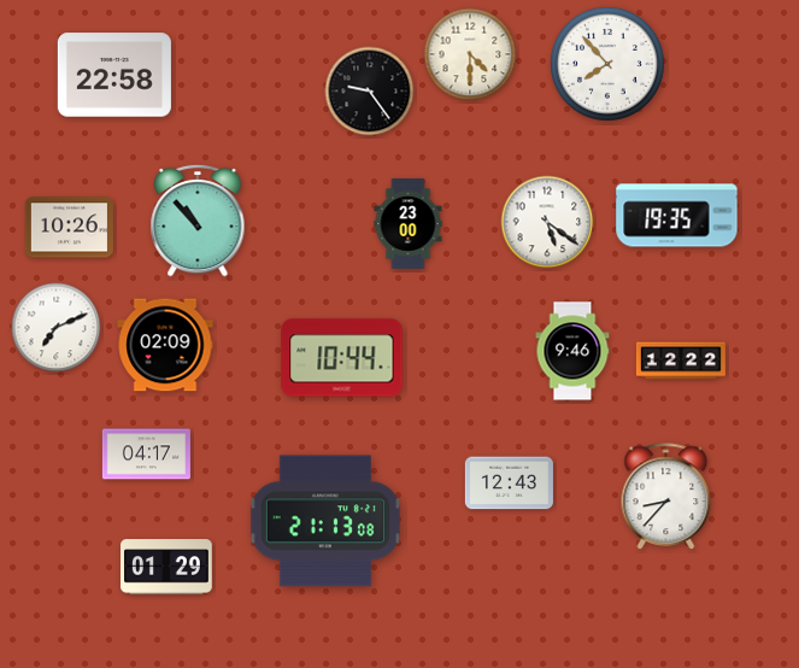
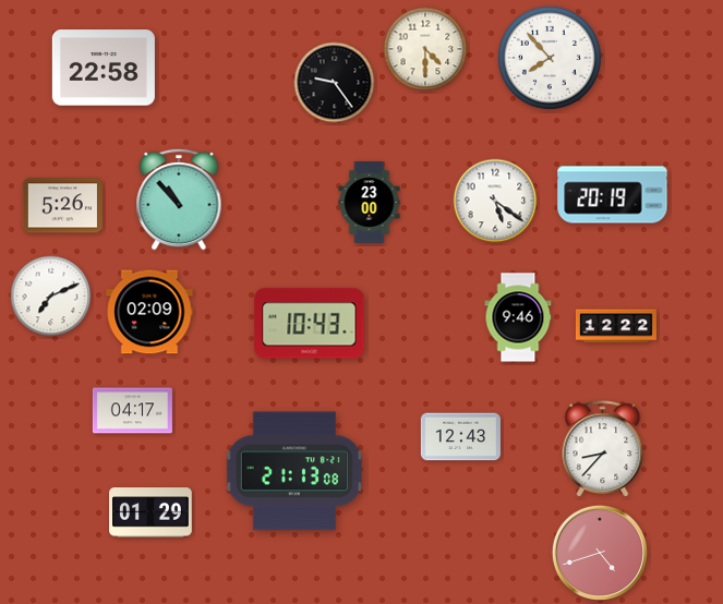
clock at (677, 216): 19:35 -> 20:19
clock at (69, 228): 10:26 -> 5:26
clock at (342, 358): 10:44 -> 10:43
clock at (600, 553): none -> 4:42
